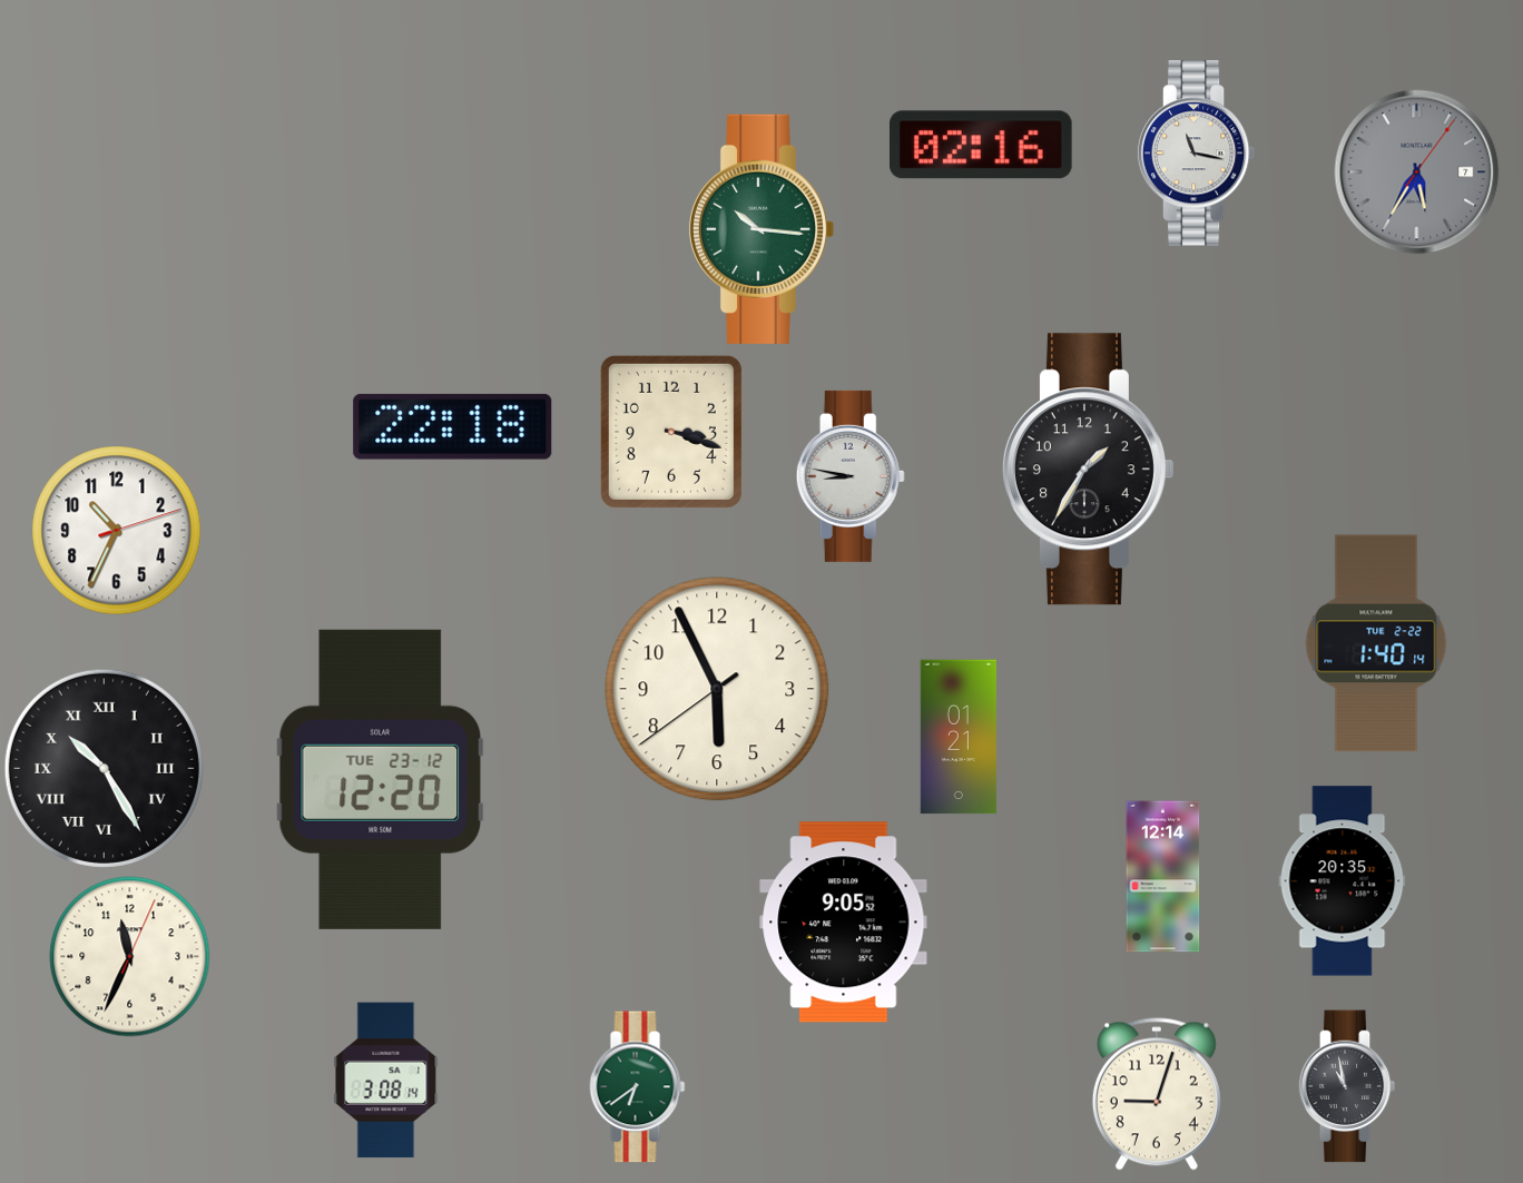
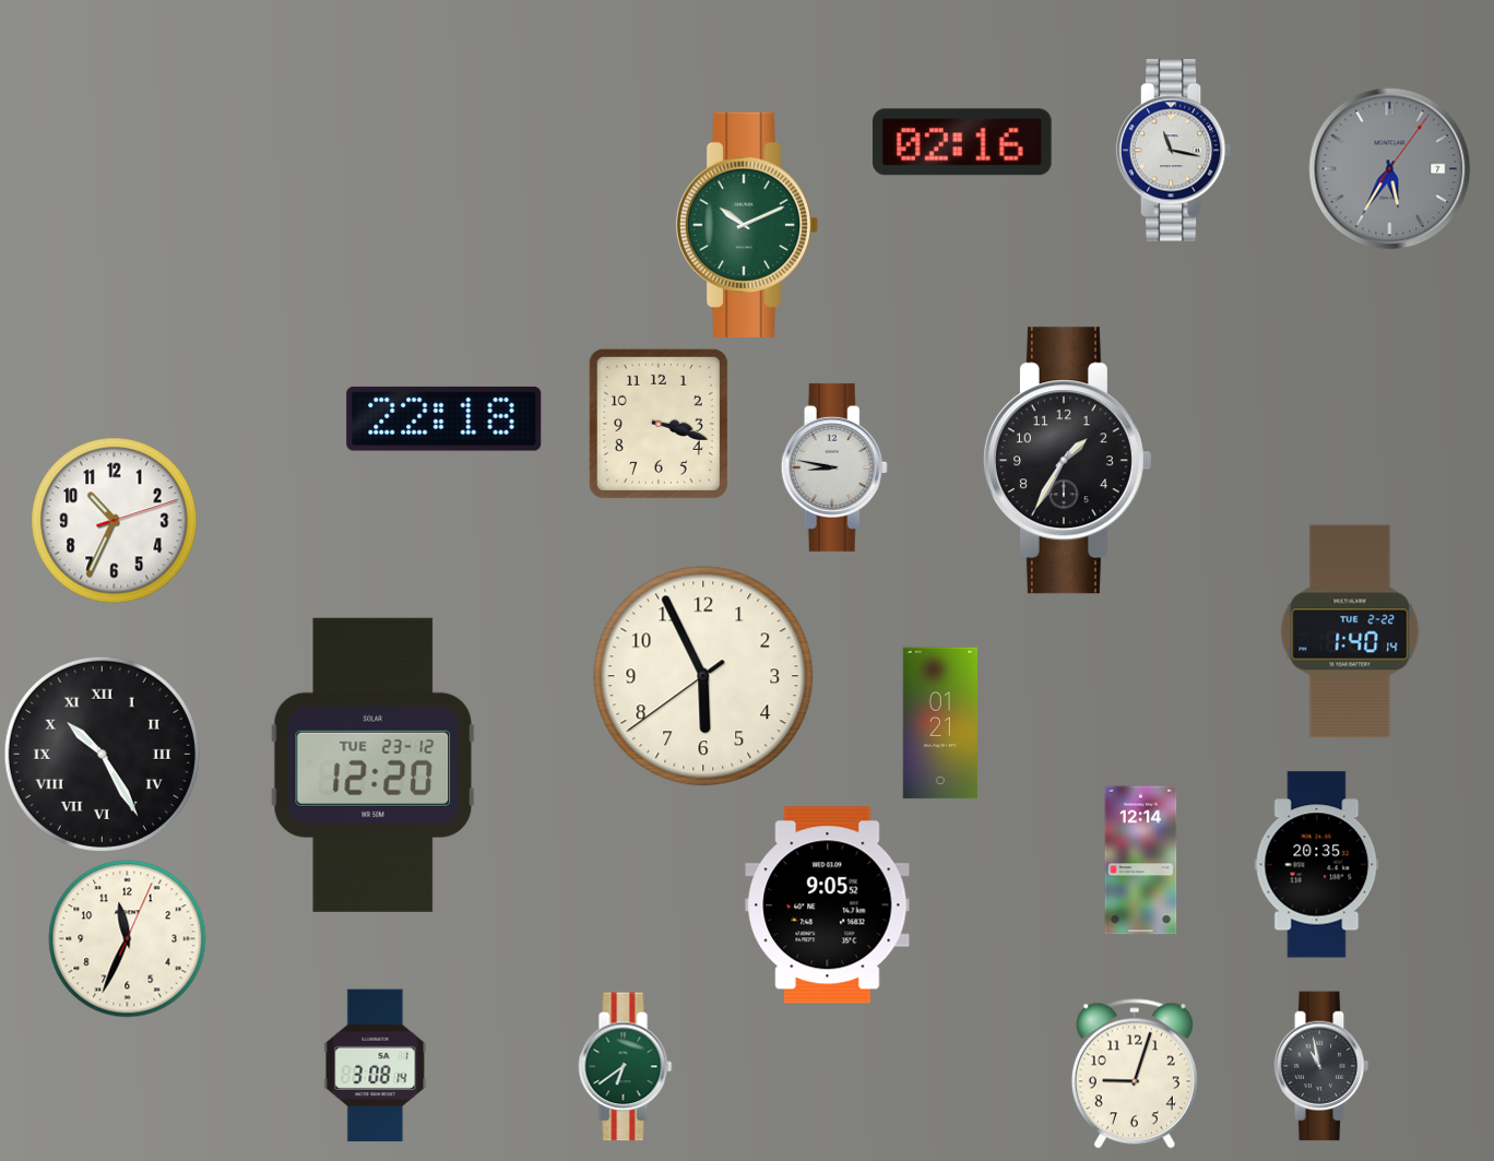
clock at (761, 229): 10:16 -> 10:11
clock at (386, 1081) position: (386, 1081) -> (376, 1066)
